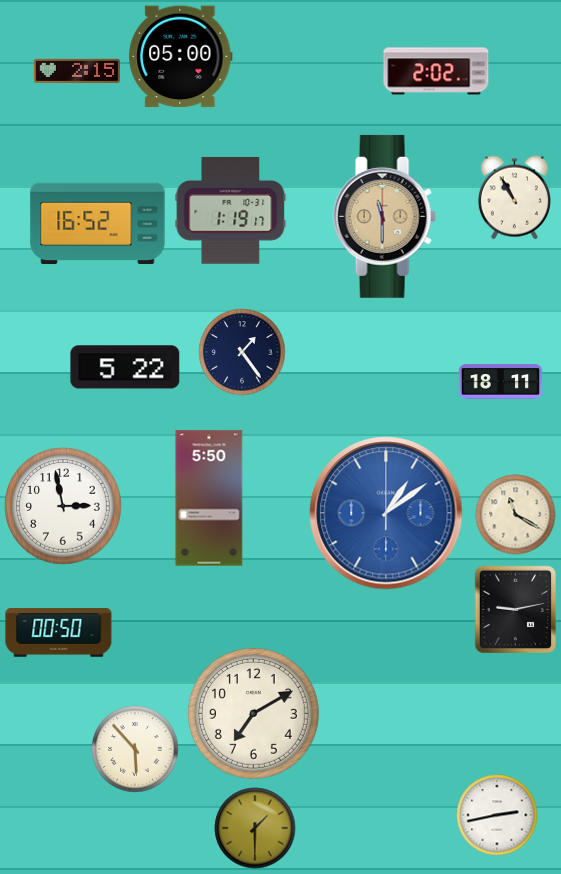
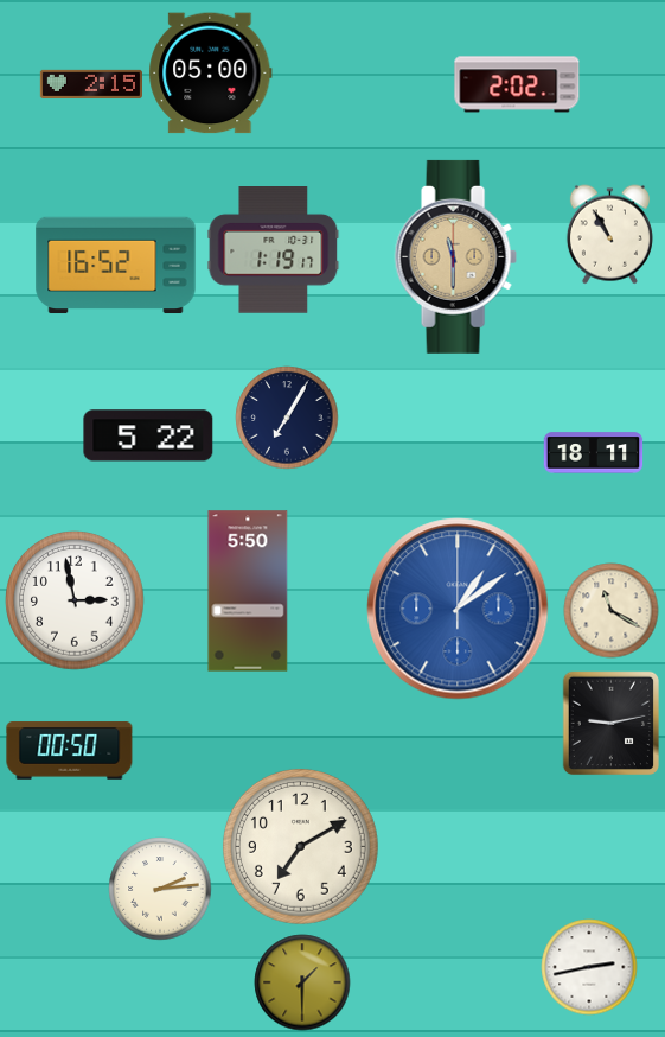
clock at (181, 57) position: (181, 57) -> (211, 74)
clock at (242, 352): 1:24 -> 7:05
clock at (135, 749): 5:53 -> 2:14
